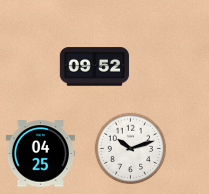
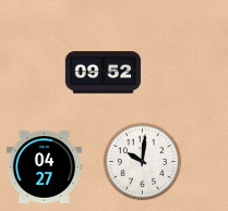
clock at (131, 149): 10:12 -> 10:01
clock at (40, 154): 04:25 -> 04:27
